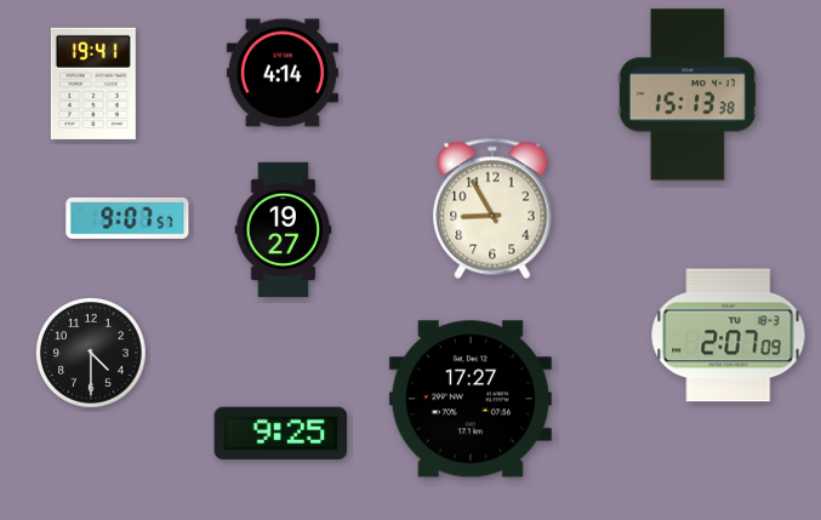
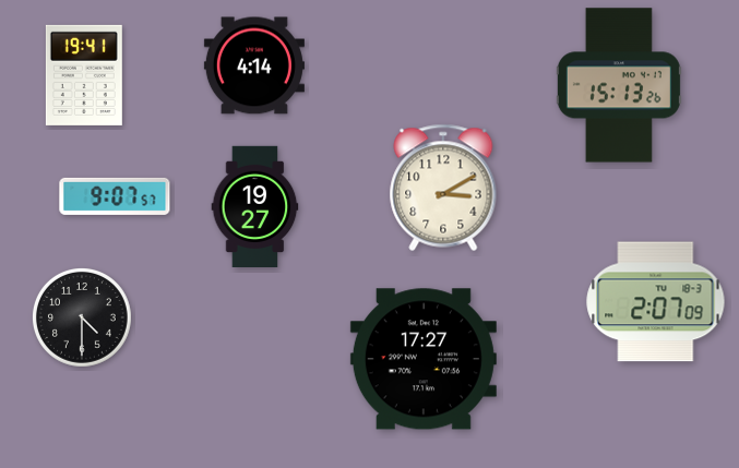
clock at (688, 95): 15:13:38 -> 15:13:26
clock at (492, 208): 8:55 -> 3:10
clock at (281, 434): 9:25 -> none
